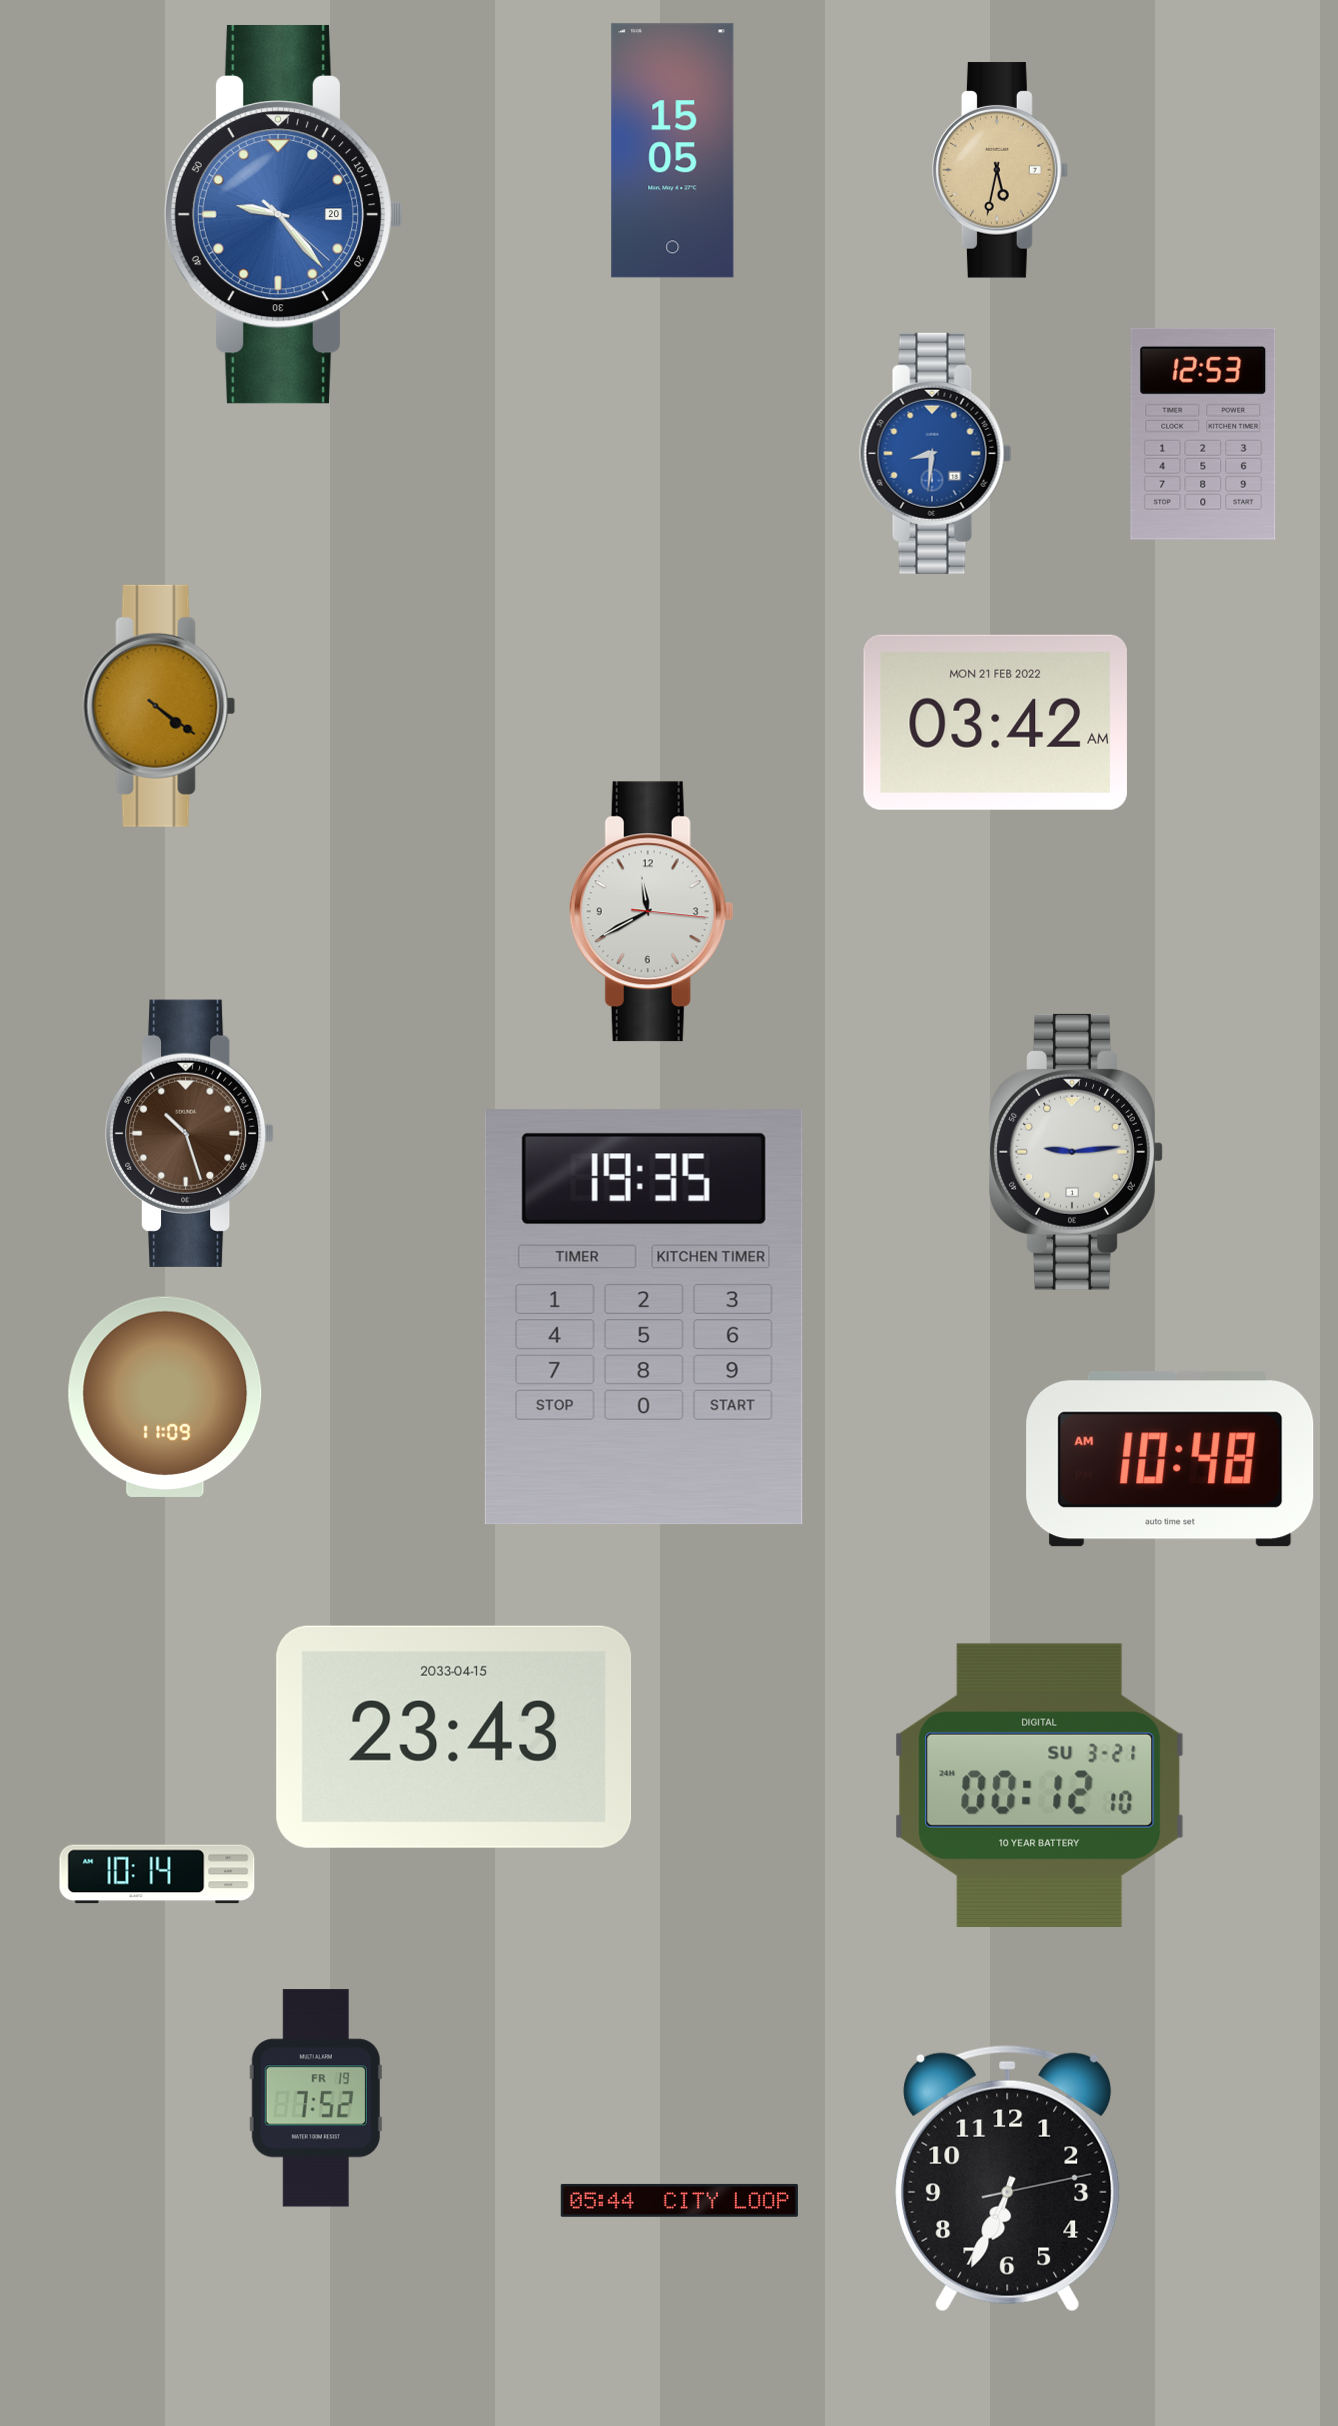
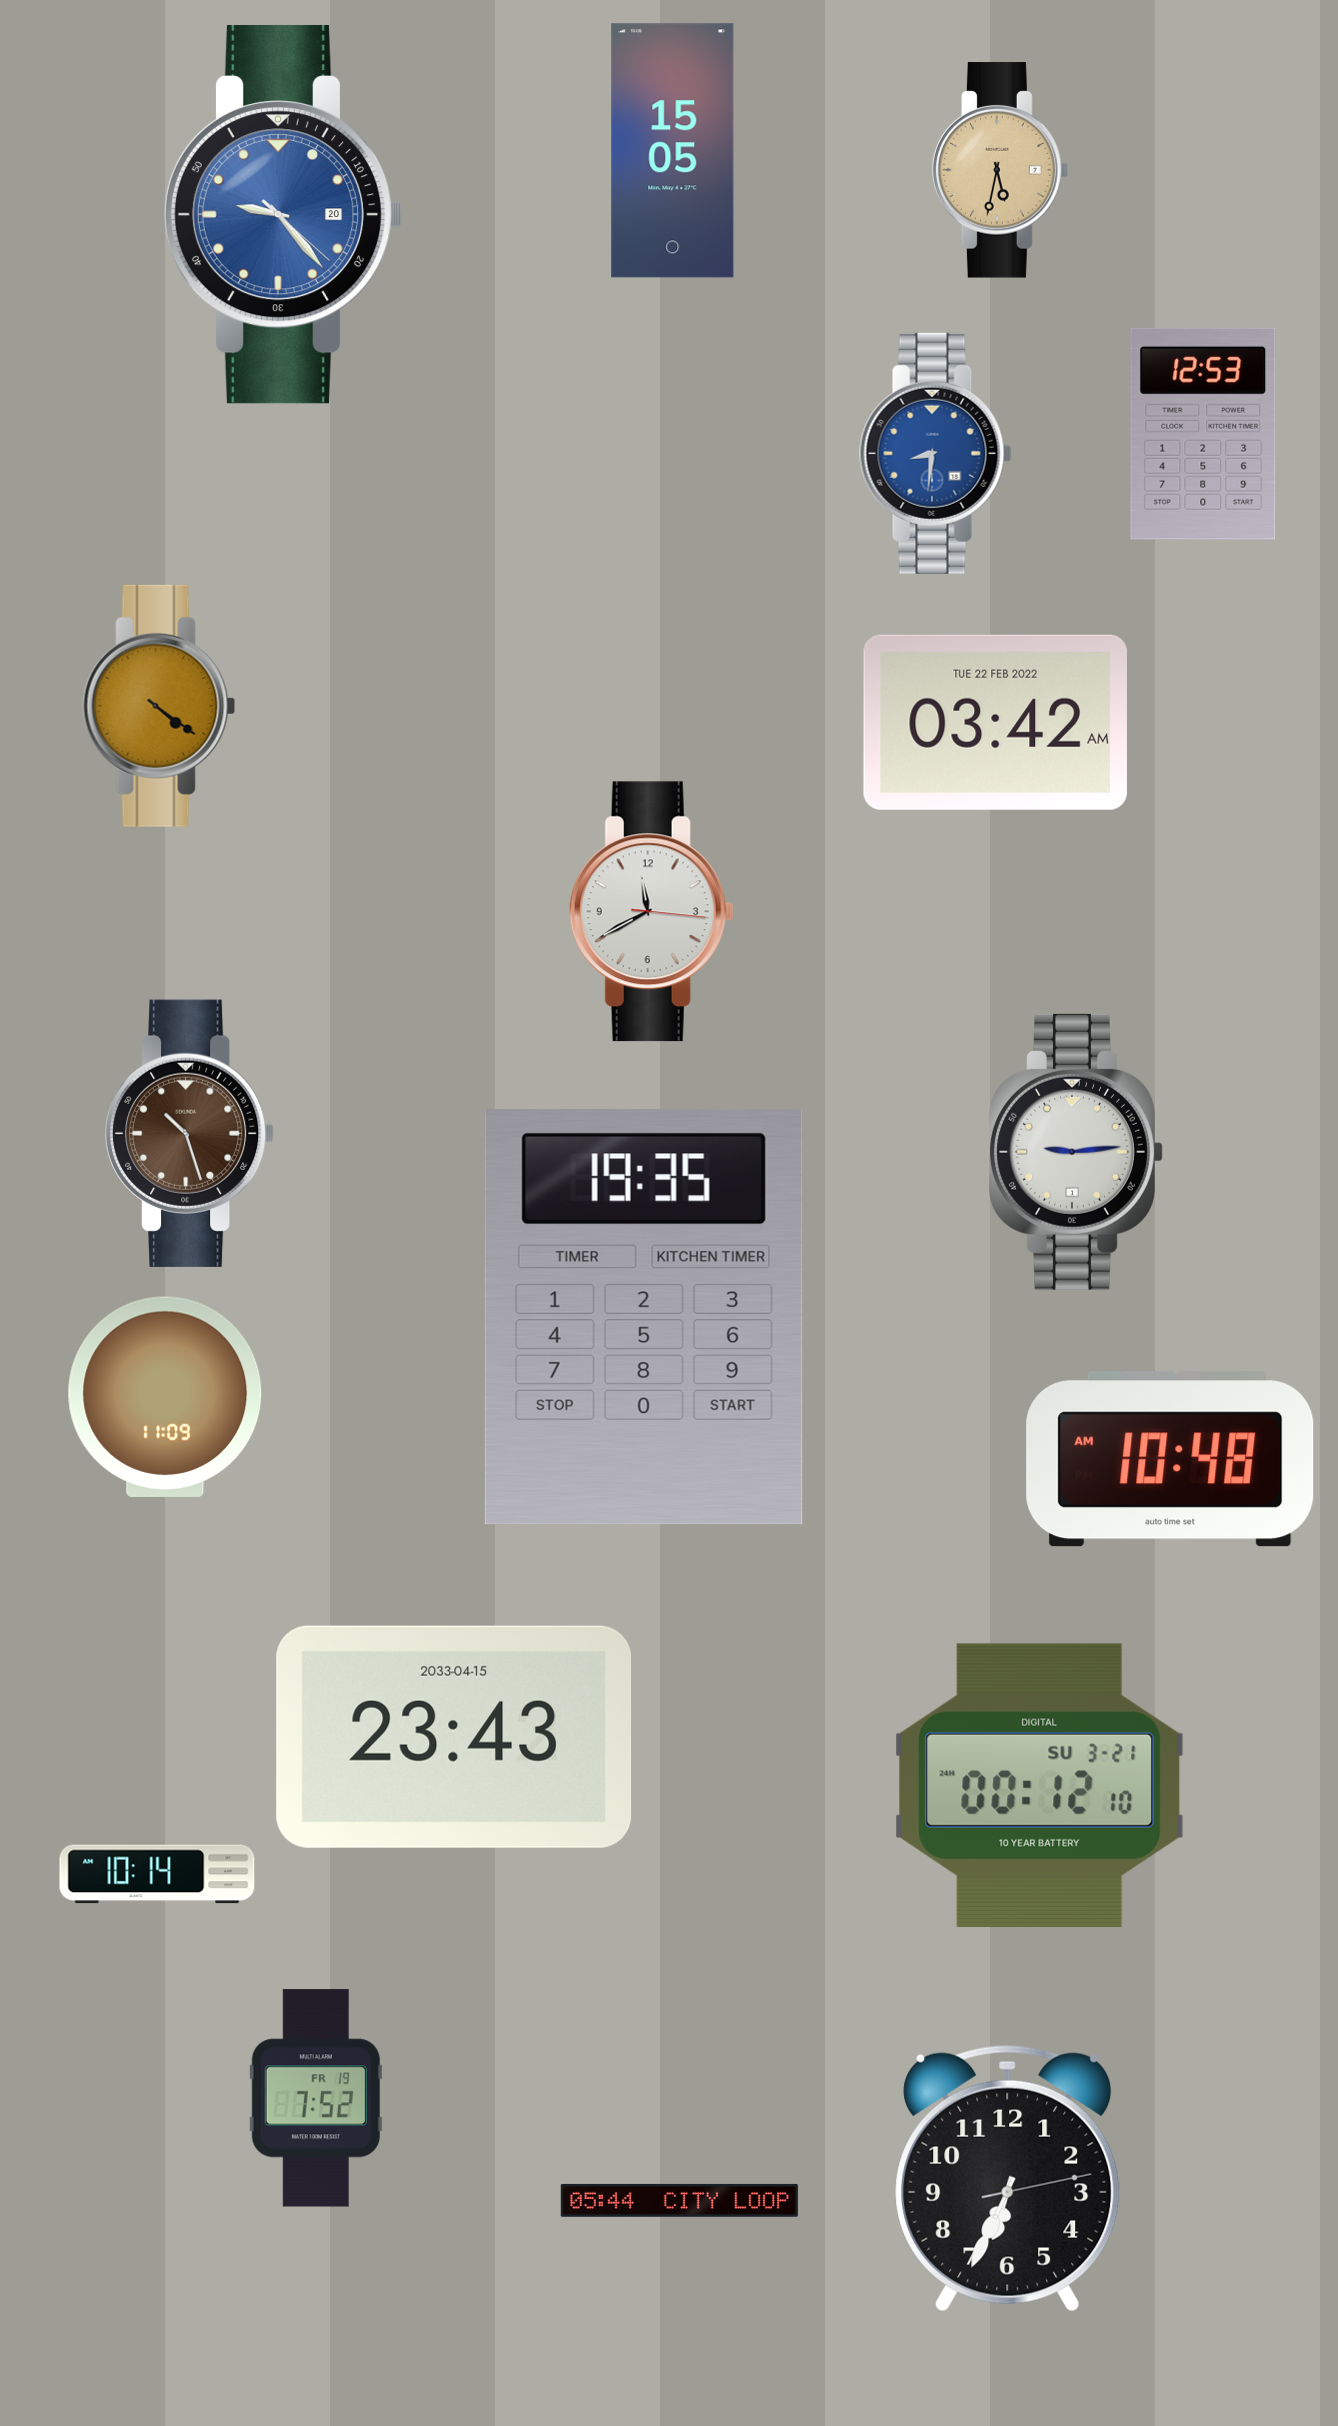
clock at (995, 722) date: MON 21 FEB 2022 -> TUE 22 FEB 2022
